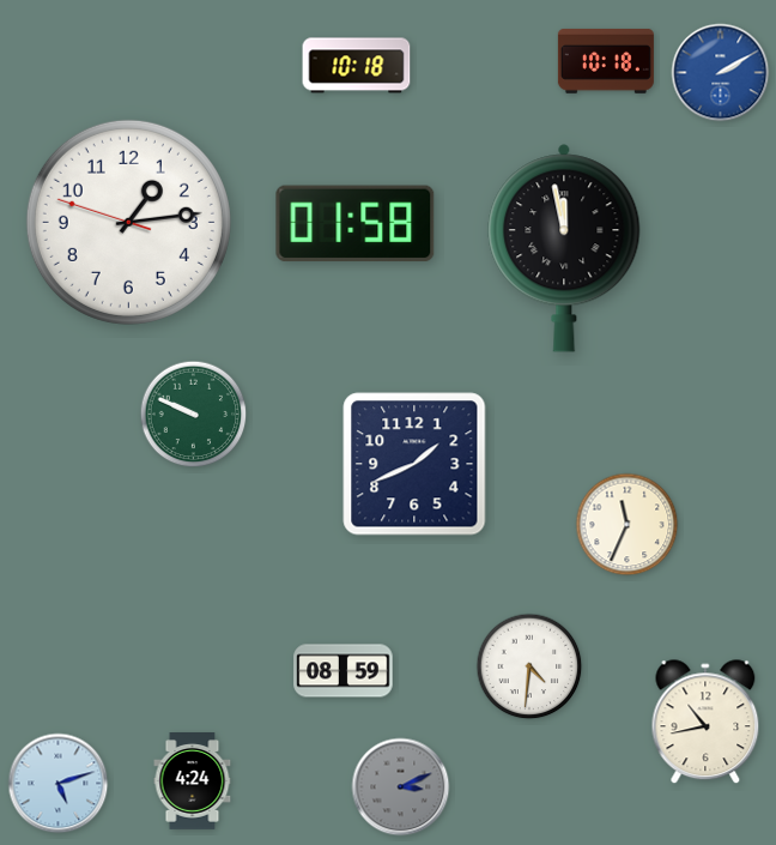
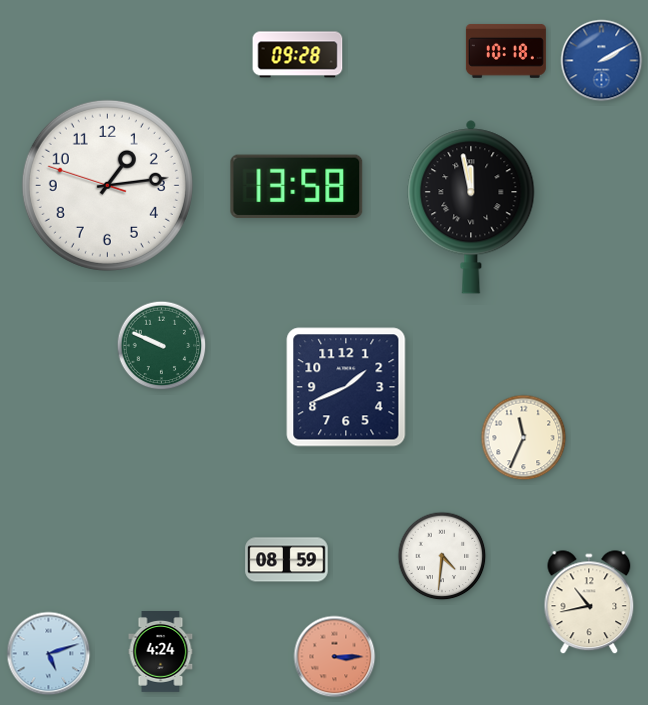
clock at (357, 66): 10:18 -> 09:28
clock at (356, 224): 01:58 -> 13:58
clock at (401, 787): 3:11 -> 3:15
clock at (401, 787) dial: grey -> salmon
